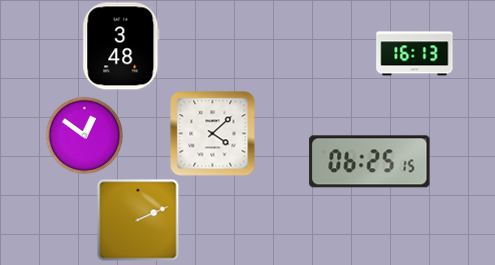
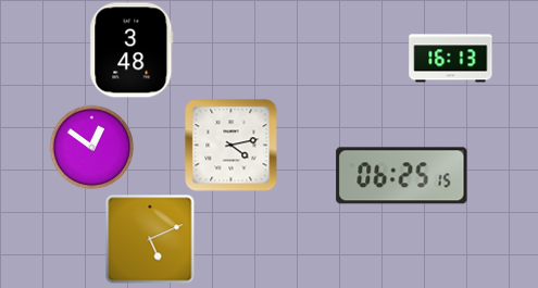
clock at (213, 134): 4:08 -> 4:13
clock at (138, 220): 2:11 -> 5:11
